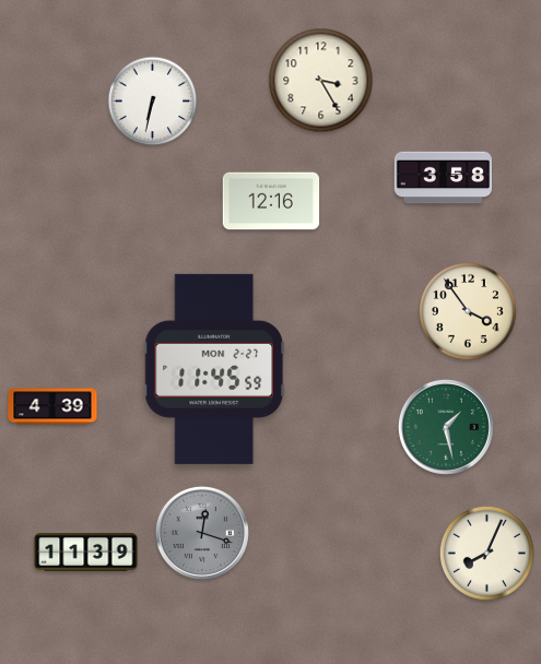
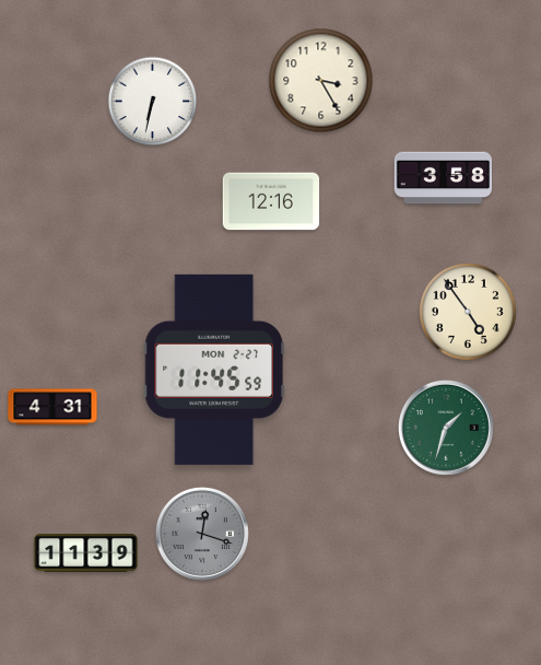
clock at (469, 312): 3:54 -> 4:54
clock at (52, 406): 4:39 -> 4:31
clock at (446, 427): 1:28 -> 1:33
clock at (486, 553): 8:04 -> none
